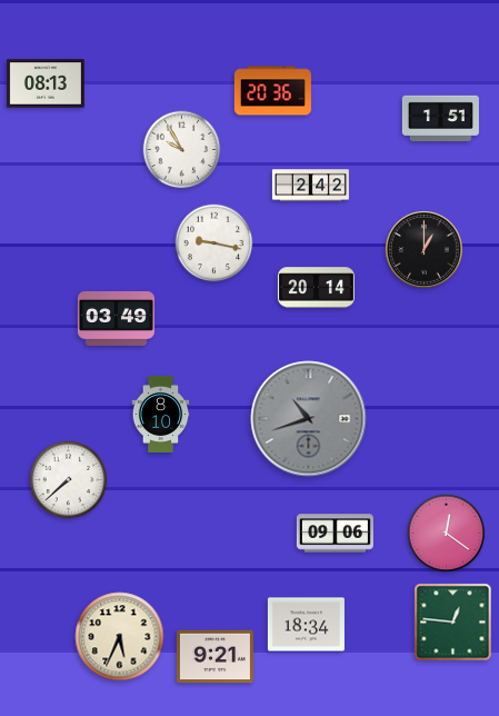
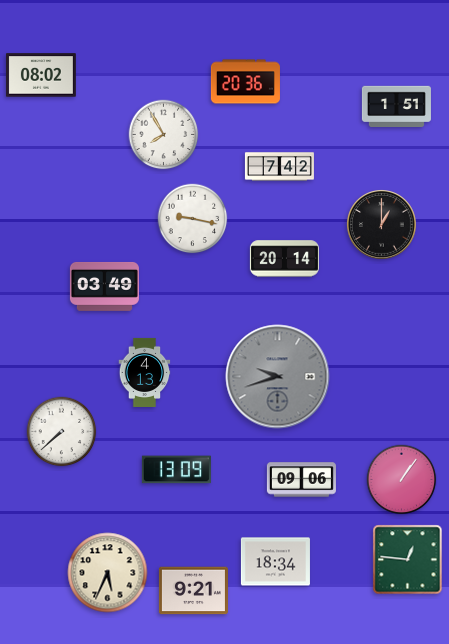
clock at (46, 83): 08:13 -> 08:02
clock at (182, 150): 9:55 -> 7:55
clock at (310, 186): 2:42 -> 7:42
clock at (161, 414): 8:10 -> 4:13
clock at (309, 419): 10:42 -> 9:42
clock at (176, 470): none -> 13:09
clock at (447, 534): 12:21 -> 1:06
